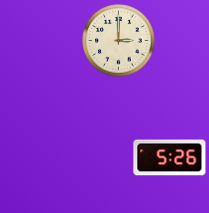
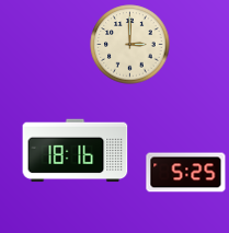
clock at (76, 151): none -> 18:16
clock at (170, 158): 5:26 -> 5:25
